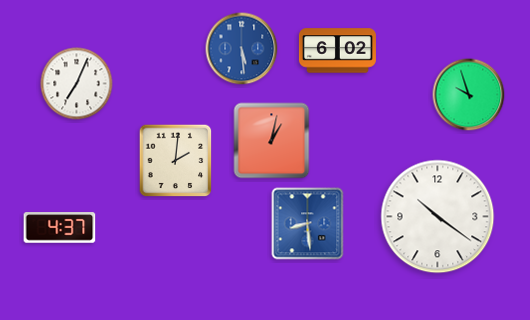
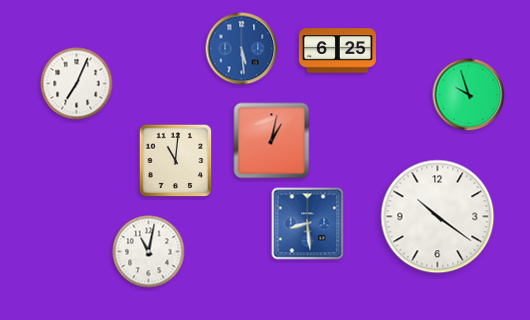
clock at (337, 51): 6:02 -> 6:25
clock at (176, 161): 2:01 -> 11:01
clock at (60, 228): 4:37 -> none
clock at (149, 252): none -> 11:02
